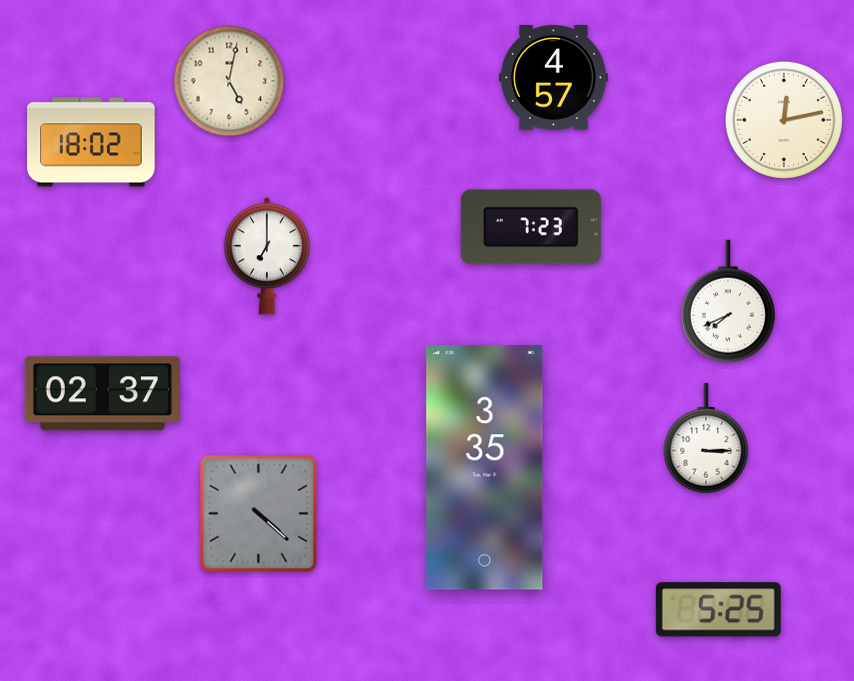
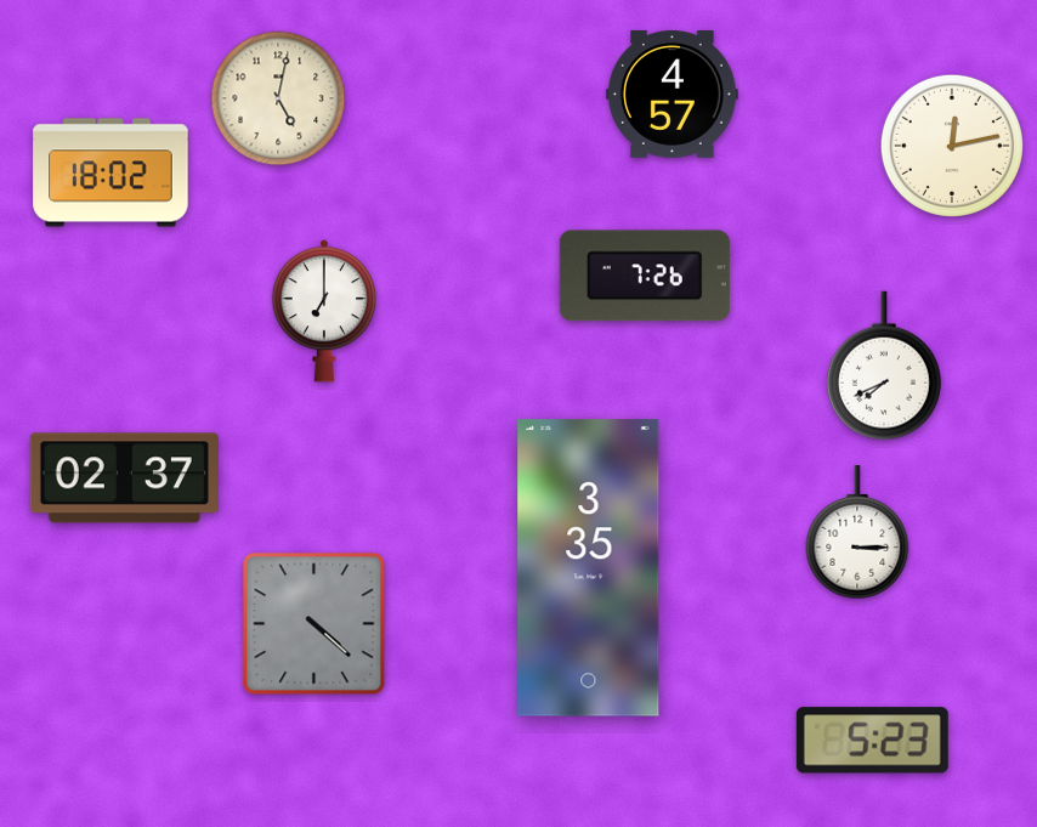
clock at (531, 227): 7:23 -> 7:26
clock at (718, 610): 5:25 -> 5:23
